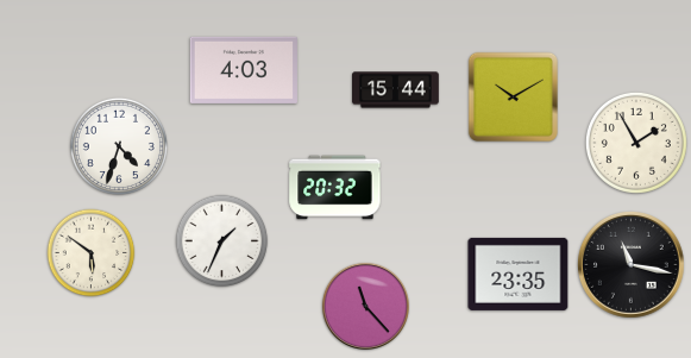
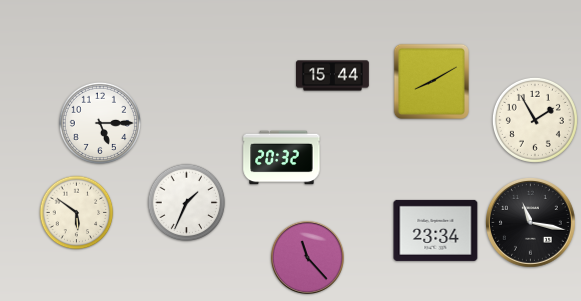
clock at (244, 70): 4:03 -> none
clock at (513, 96): 10:10 -> 8:10
clock at (119, 146): 4:33 -> 5:15
clock at (519, 274): 23:35 -> 23:34
